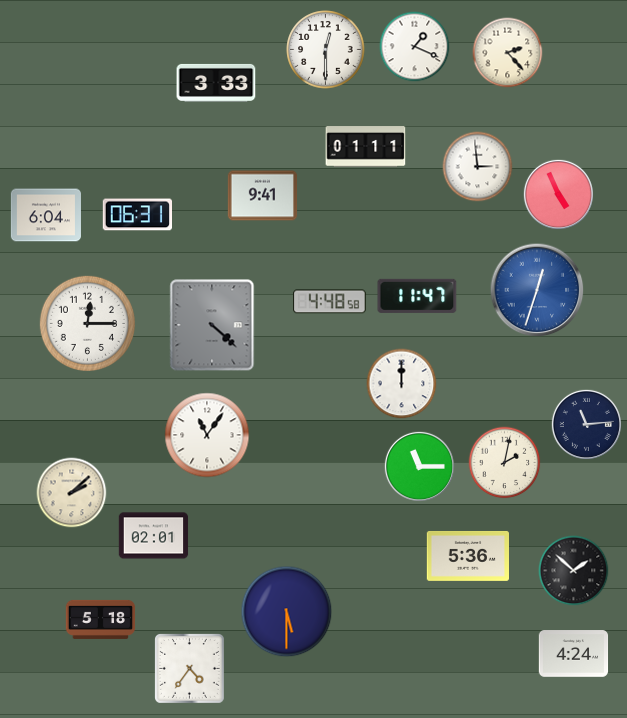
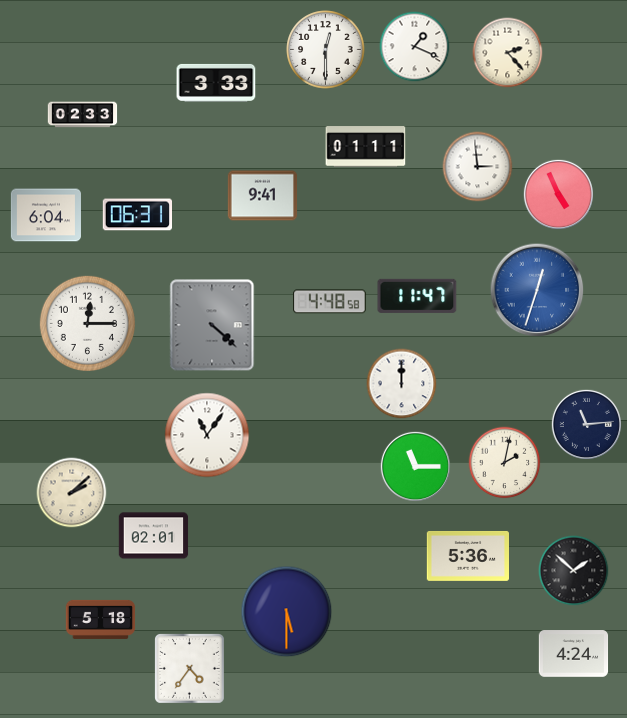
clock at (83, 115): none -> 02:33
clock at (419, 466) position: (419, 466) -> (415, 466)
